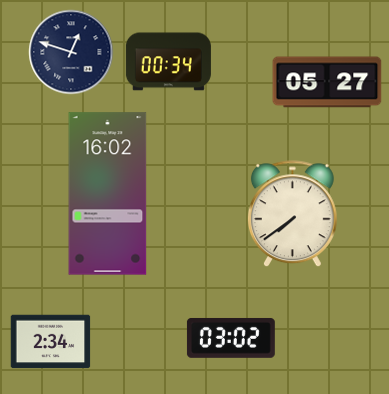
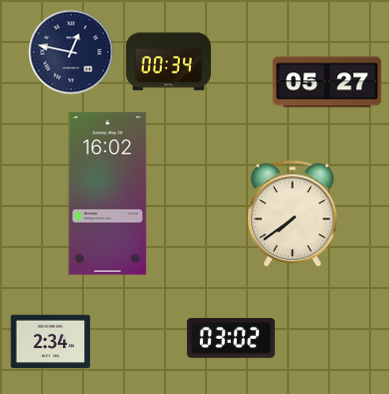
clock at (71, 52): 12:48 -> 12:47
